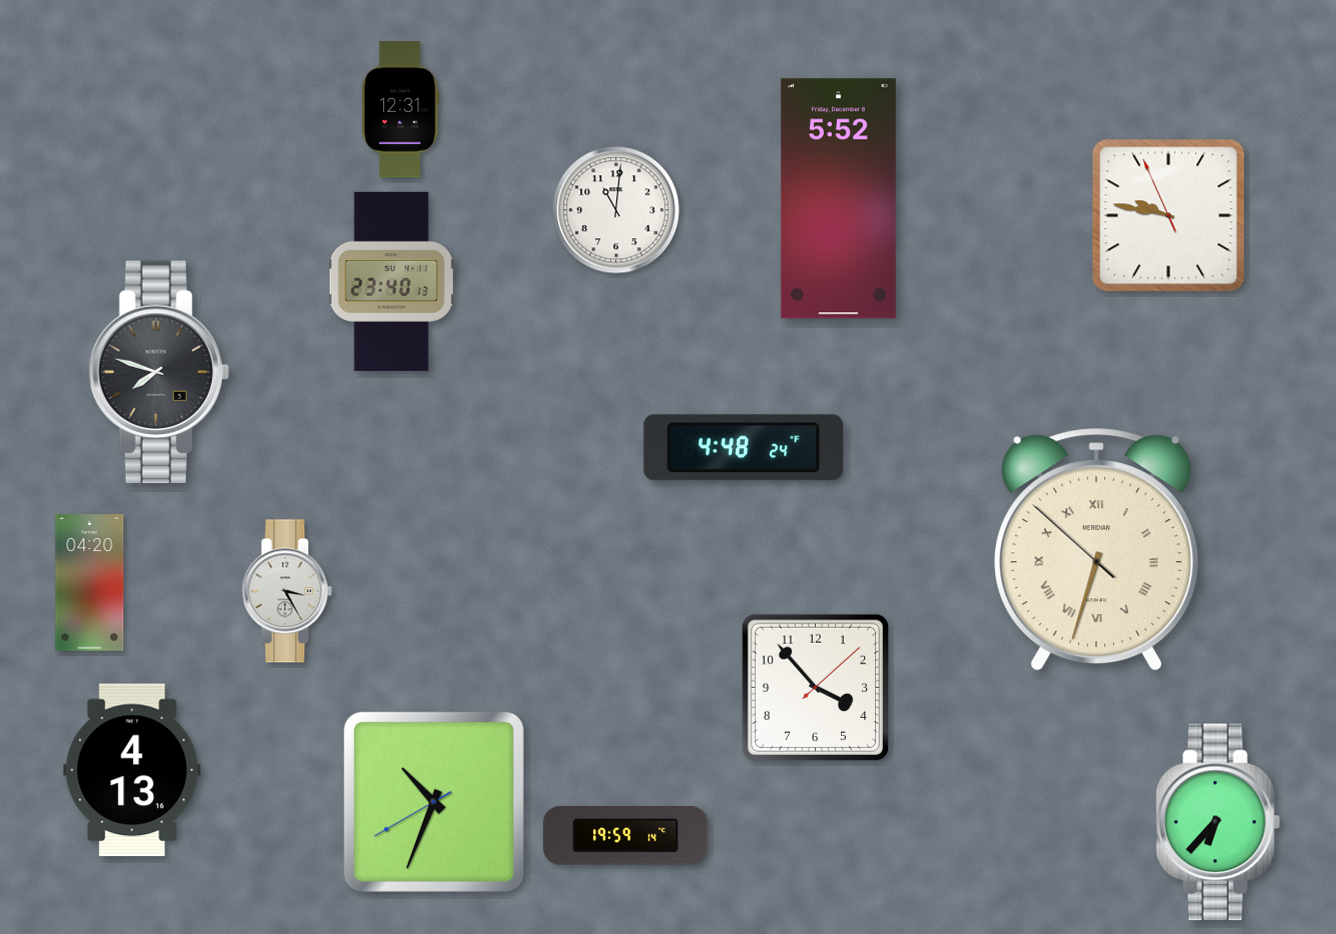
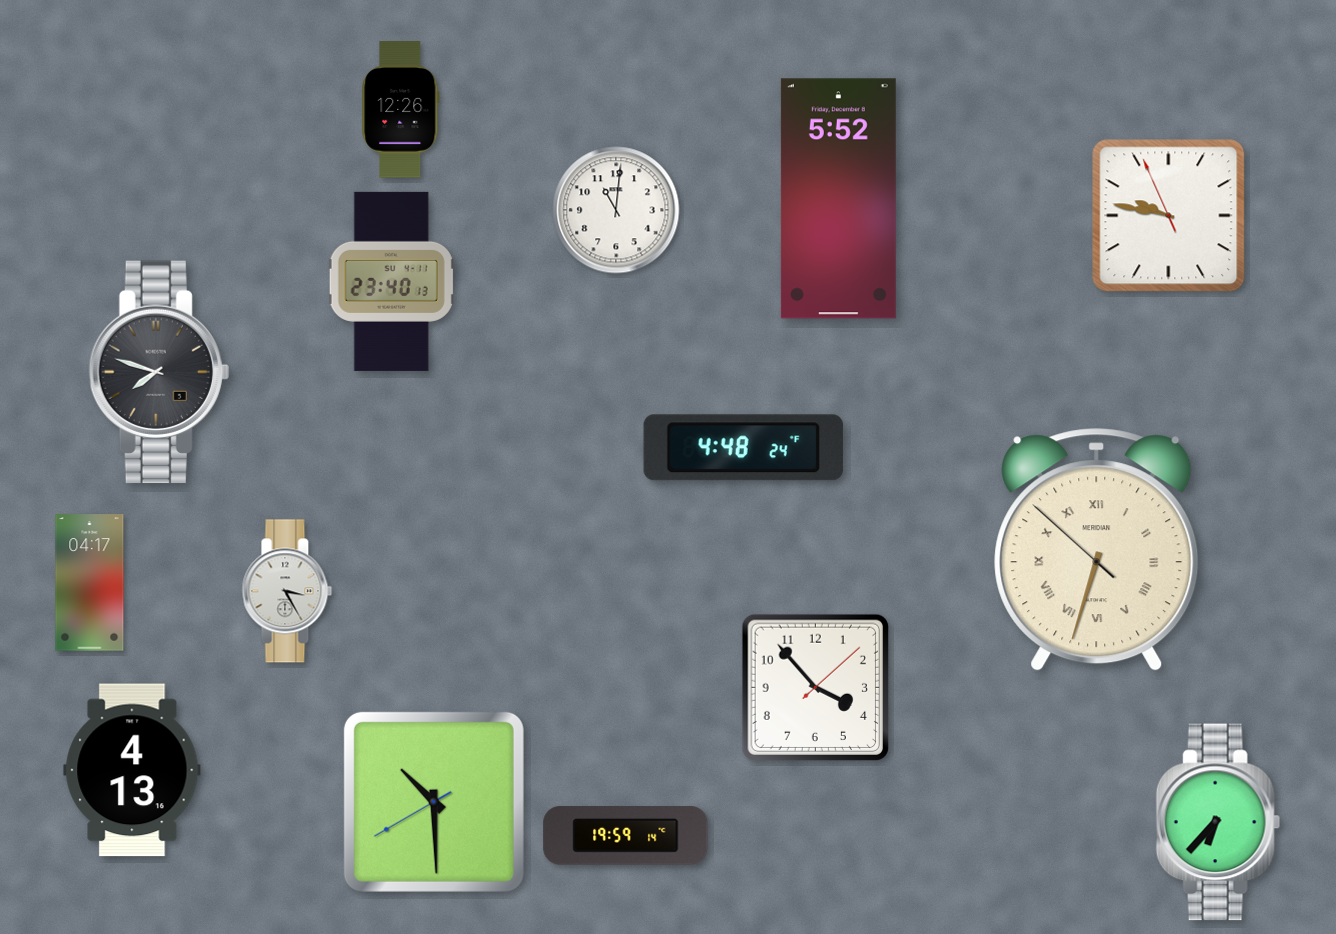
clock at (401, 110): 12:31 -> 12:26
clock at (90, 583): 04:20 -> 04:17
clock at (434, 802): 10:33 -> 10:29
